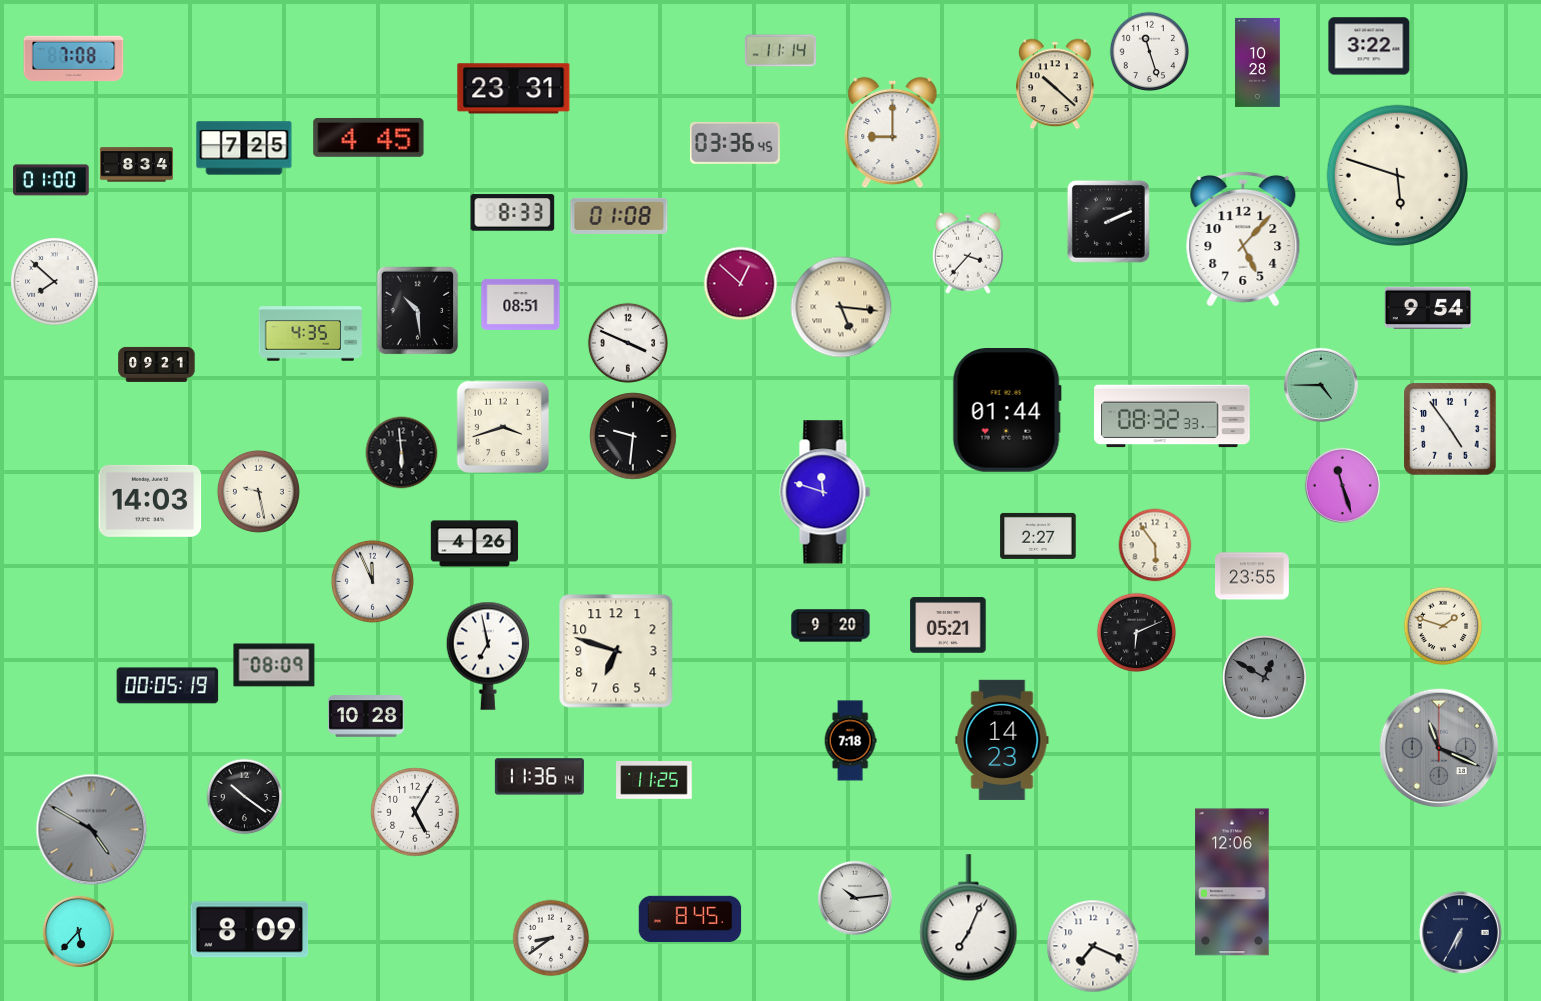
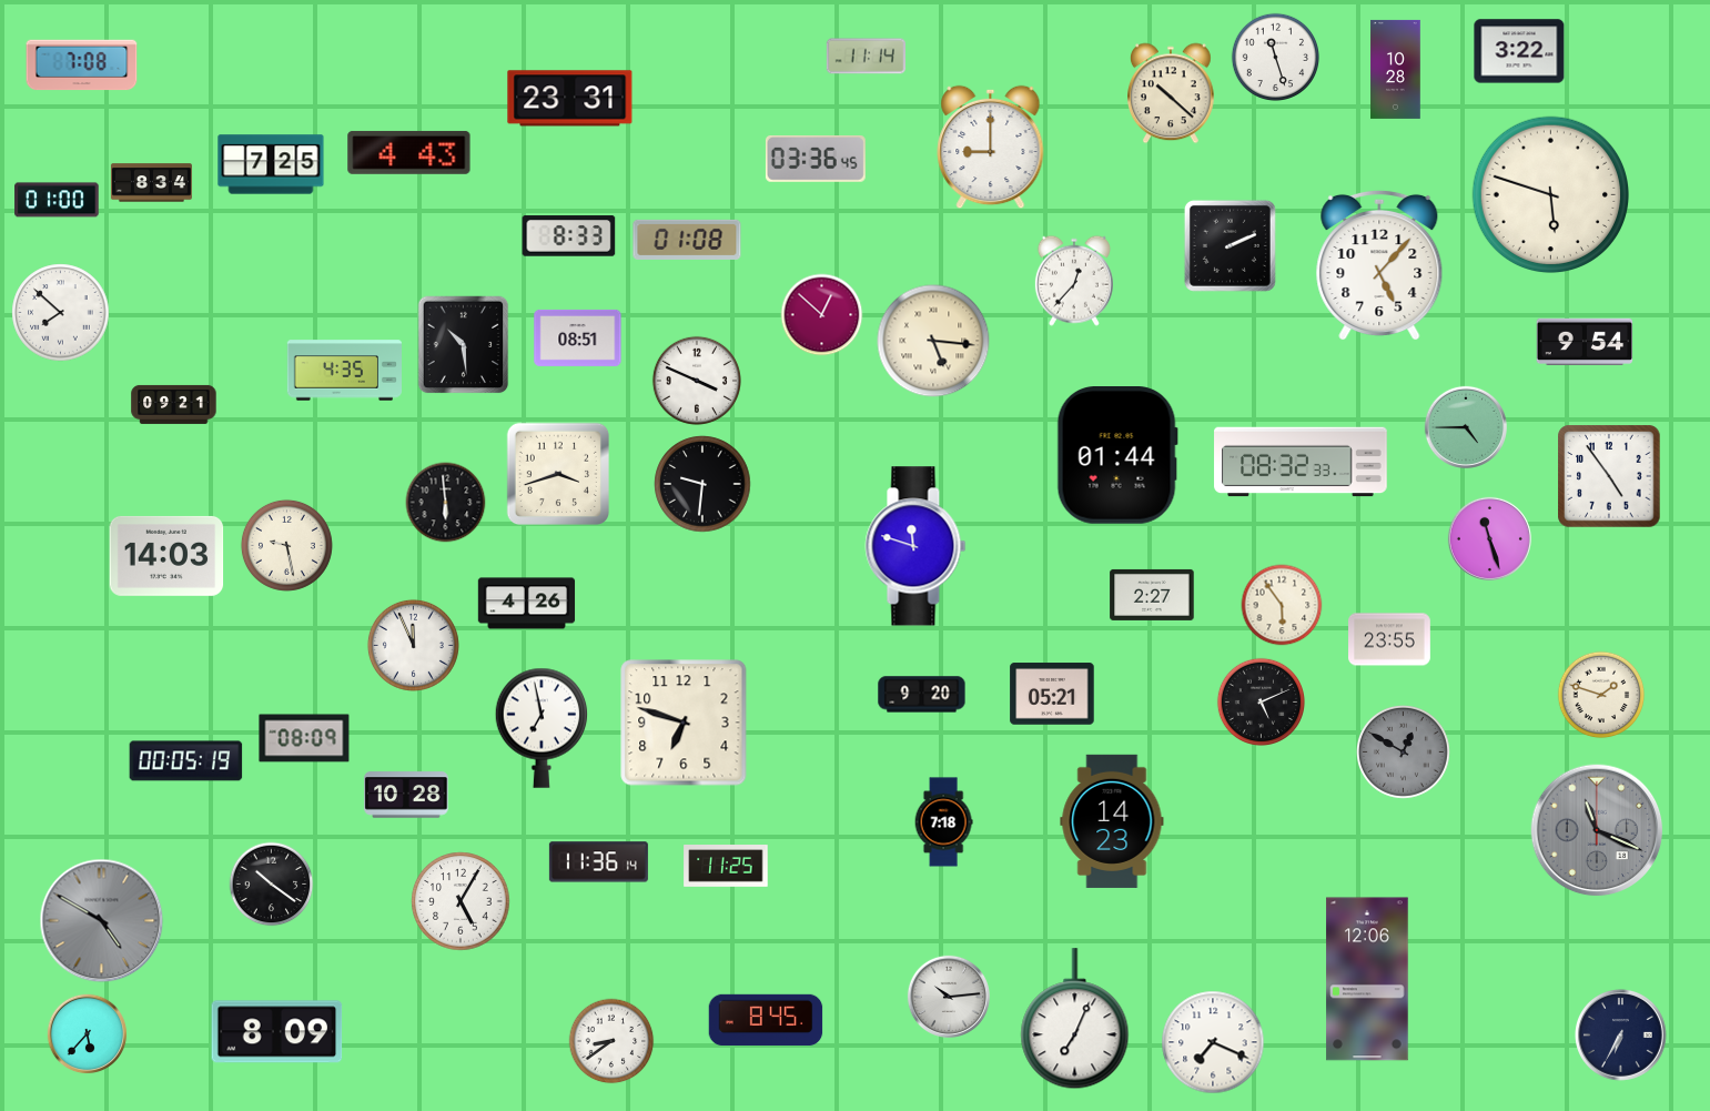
clock at (369, 138): 4:45 -> 4:43
clock at (968, 253): 3:37 -> 12:37
clock at (1136, 632): 6:11 -> 5:11
clock at (1093, 946) position: (1093, 946) -> (1213, 1042)
